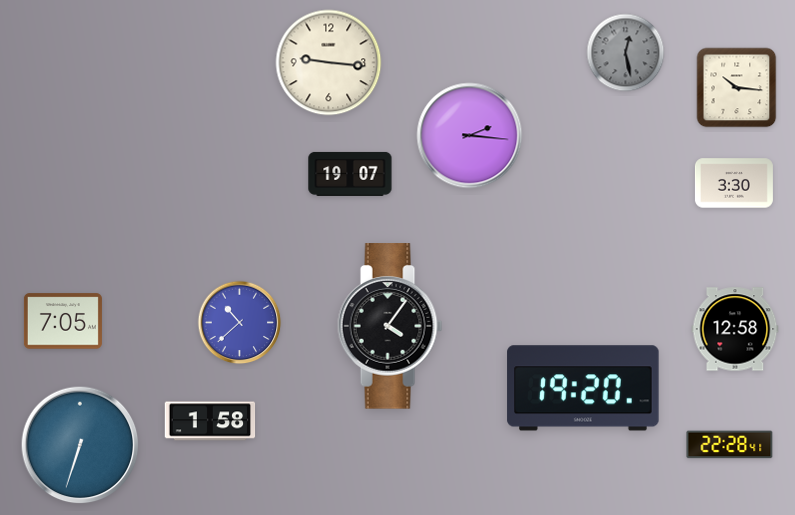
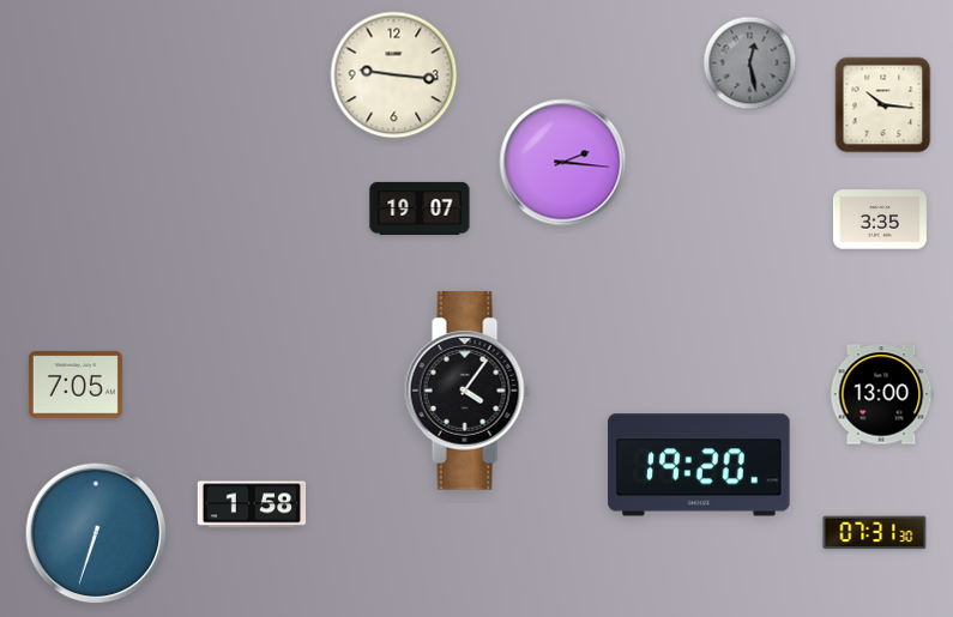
clock at (734, 183): 3:30 -> 3:35
clock at (240, 323): 10:38 -> none
clock at (735, 329): 12:58 -> 13:00
clock at (730, 445): 22:28 -> 07:31
